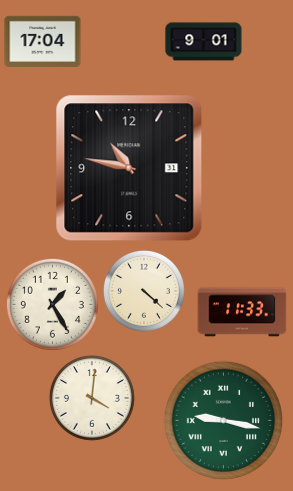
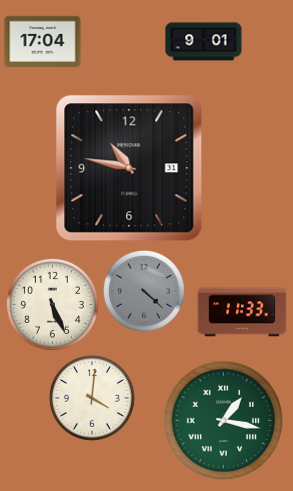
clock at (144, 291) dial: cream -> grey
clock at (52, 304): 1:25 -> 5:26
clock at (224, 421): 9:17 -> 1:17
